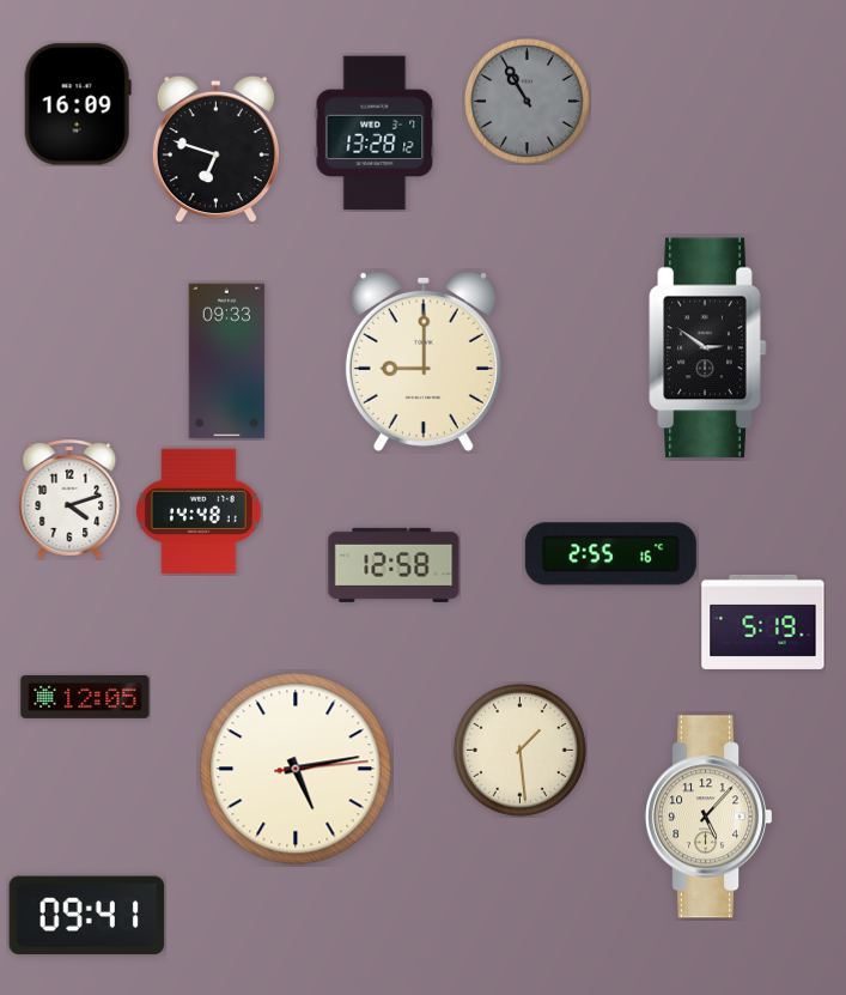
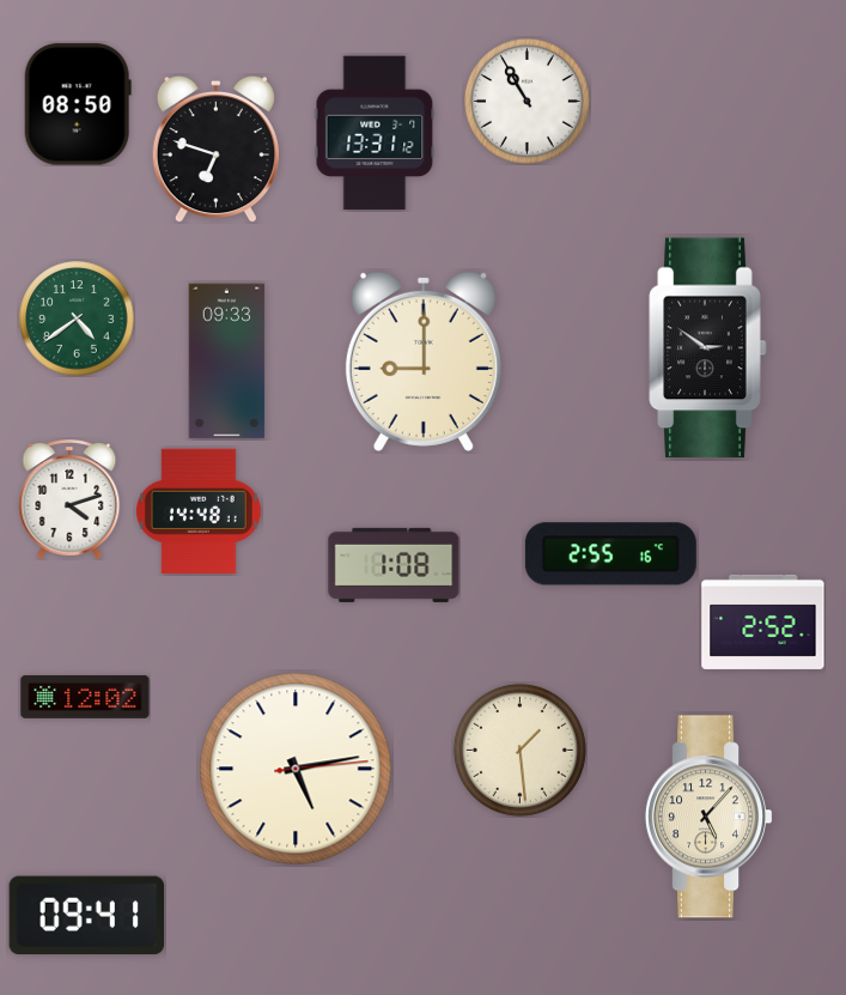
clock at (528, 102) dial: grey -> white
clock at (78, 104): 16:09 -> 08:50
clock at (375, 133): 13:28 -> 13:31
clock at (77, 318): none -> 4:39
clock at (394, 565): 12:58 -> 1:08
clock at (763, 621): 5:19 -> 2:52
clock at (85, 697): 12:05 -> 12:02
